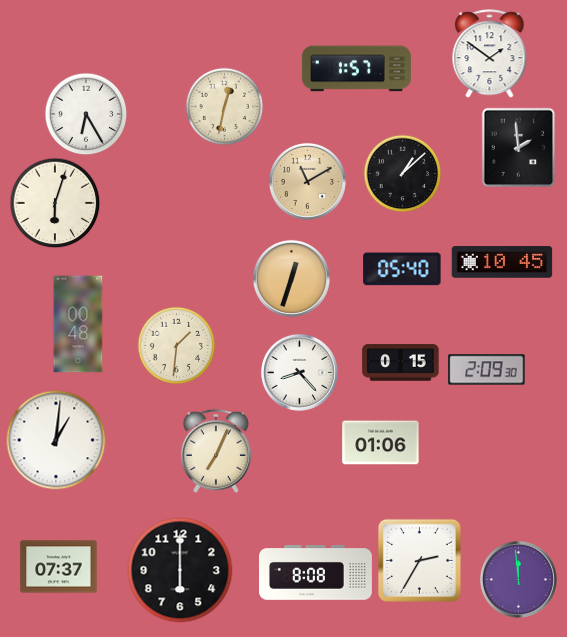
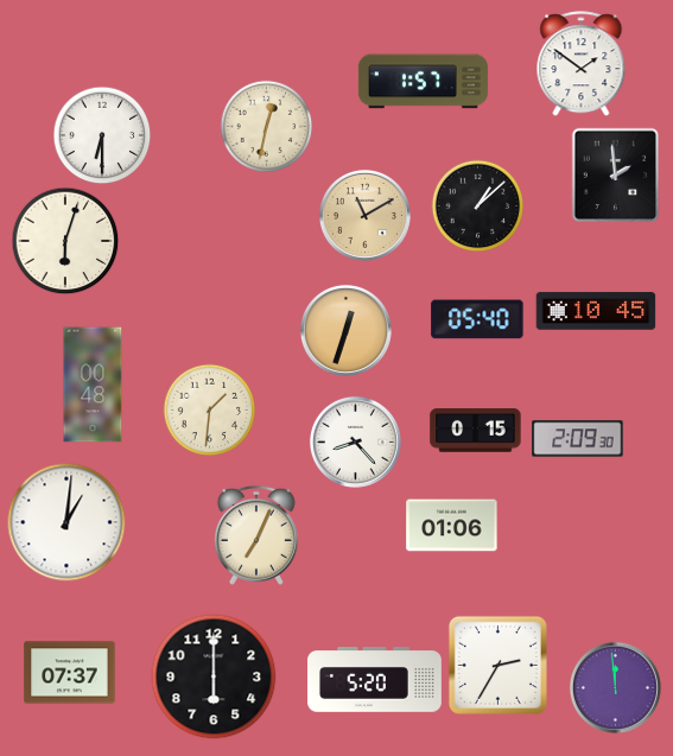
clock at (86, 114): 6:25 -> 6:30
clock at (316, 573): 8:08 -> 5:20
